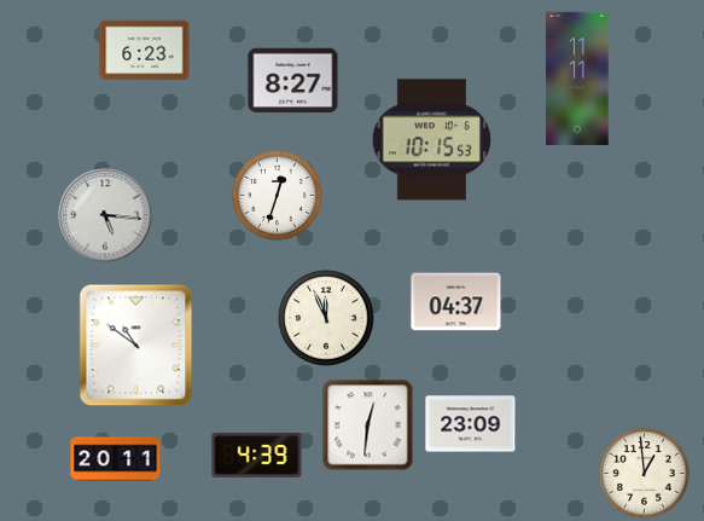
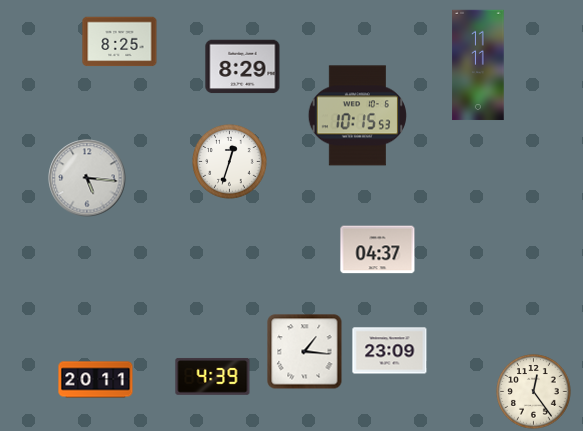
clock at (145, 51): 6:23 -> 8:25
clock at (293, 81): 8:27 -> 8:29
clock at (326, 318): 11:56 -> none
clock at (136, 346): 10:51 -> none
clock at (368, 426): 12:31 -> 1:16
clock at (645, 474): 12:59 -> 12:24
